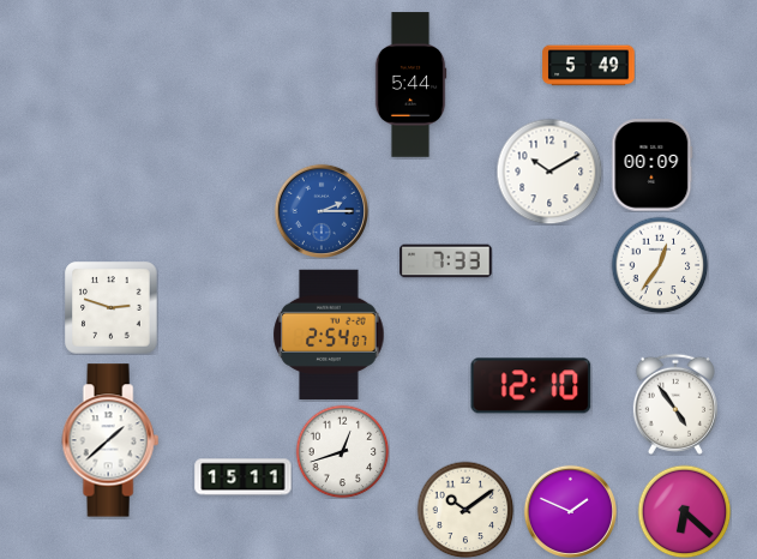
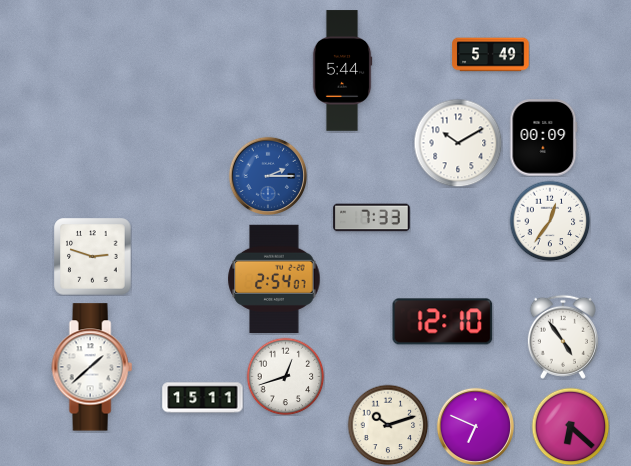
clock at (465, 510): 10:09 -> 10:12
clock at (570, 511): 1:49 -> 6:49
